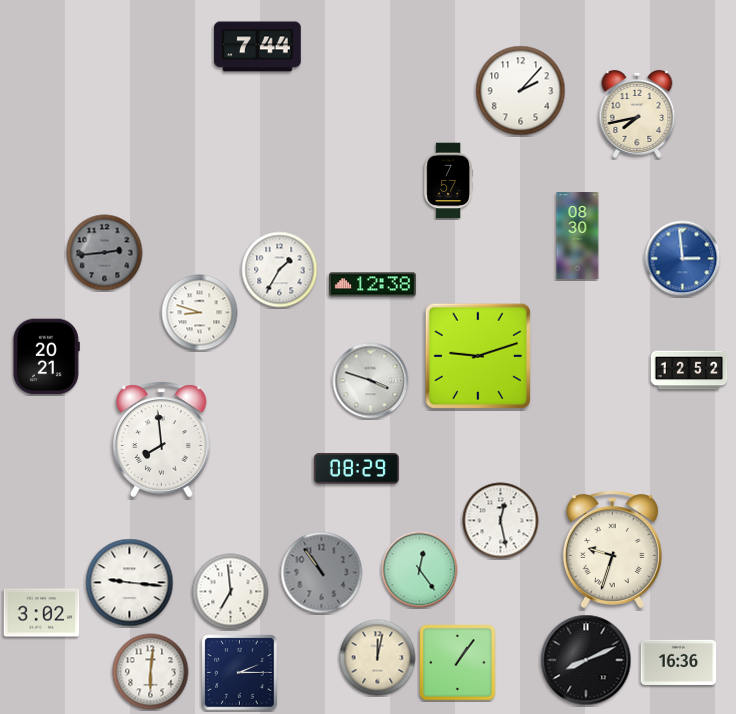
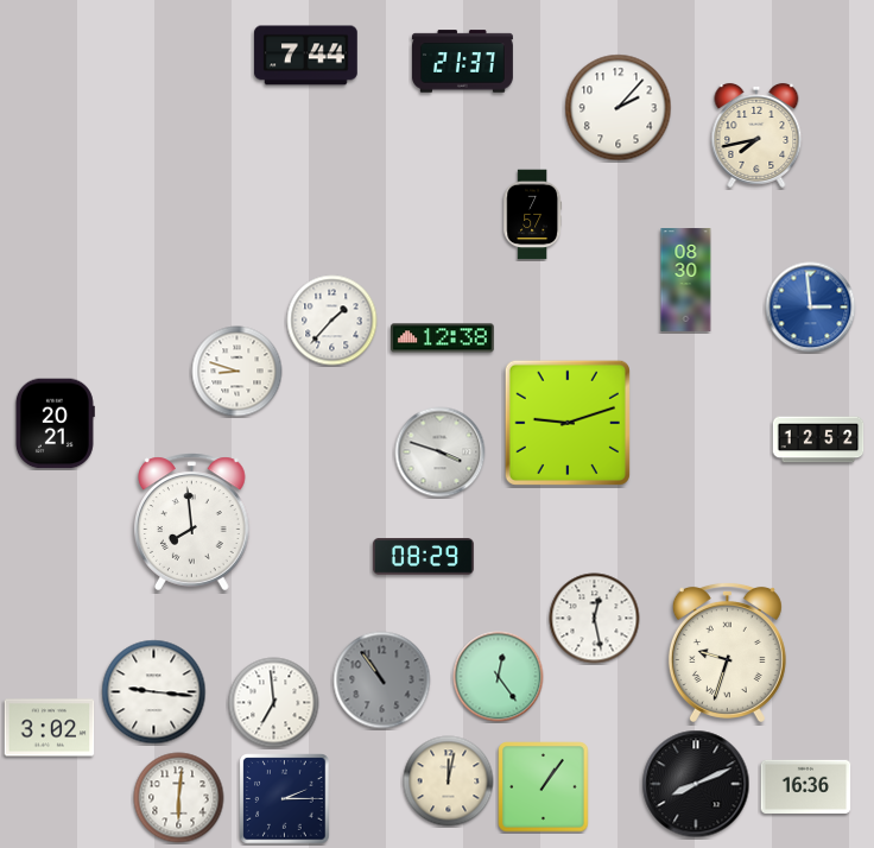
clock at (462, 62): none -> 21:37
clock at (105, 253): 2:44 -> none
clock at (280, 270): 1:35 -> 1:37
